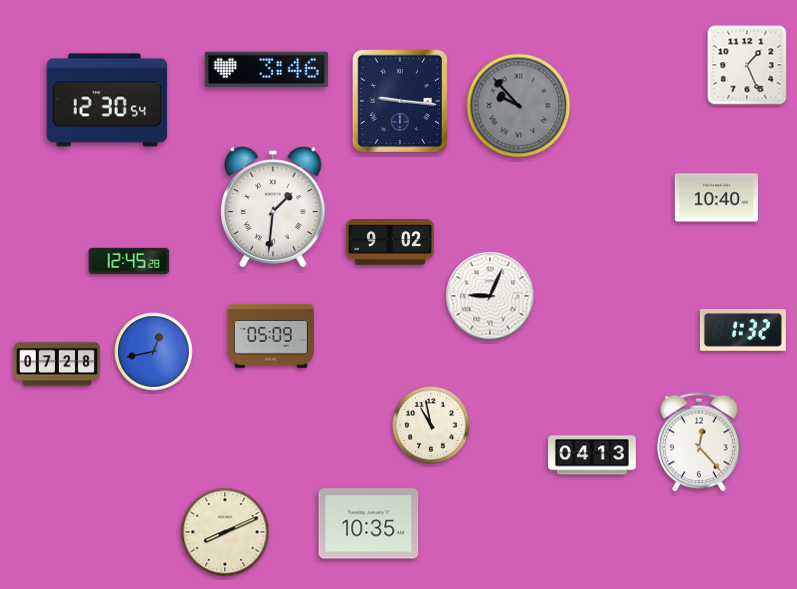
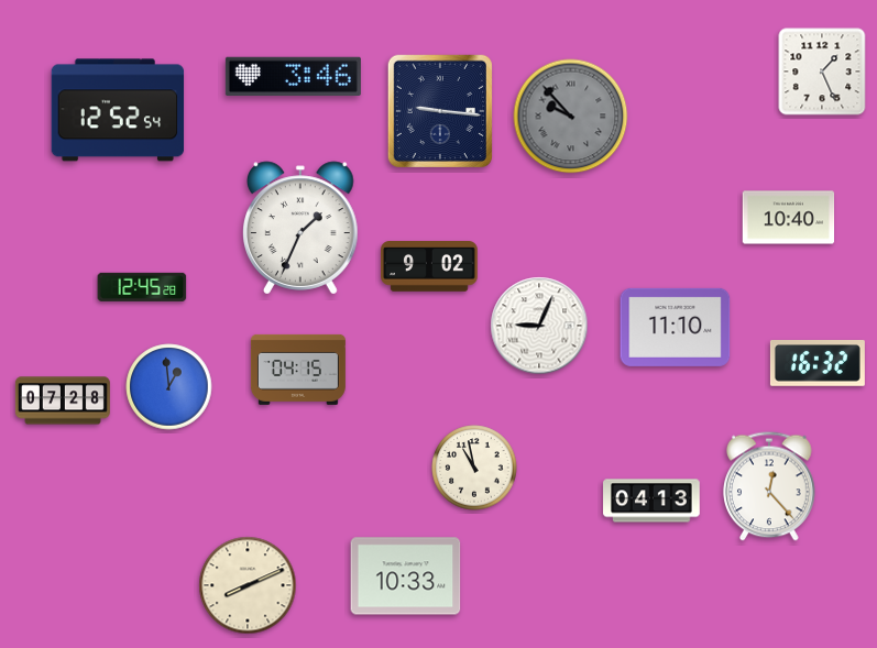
clock at (107, 100): 12:30 -> 12:52
clock at (274, 207): 1:31 -> 1:34
clock at (676, 327): none -> 11:10
clock at (743, 331): 1:32 -> 16:32
clock at (271, 336): 05:09 -> 04:15
clock at (154, 352): 12:43 -> 12:59
clock at (369, 524): 10:35 -> 10:33
